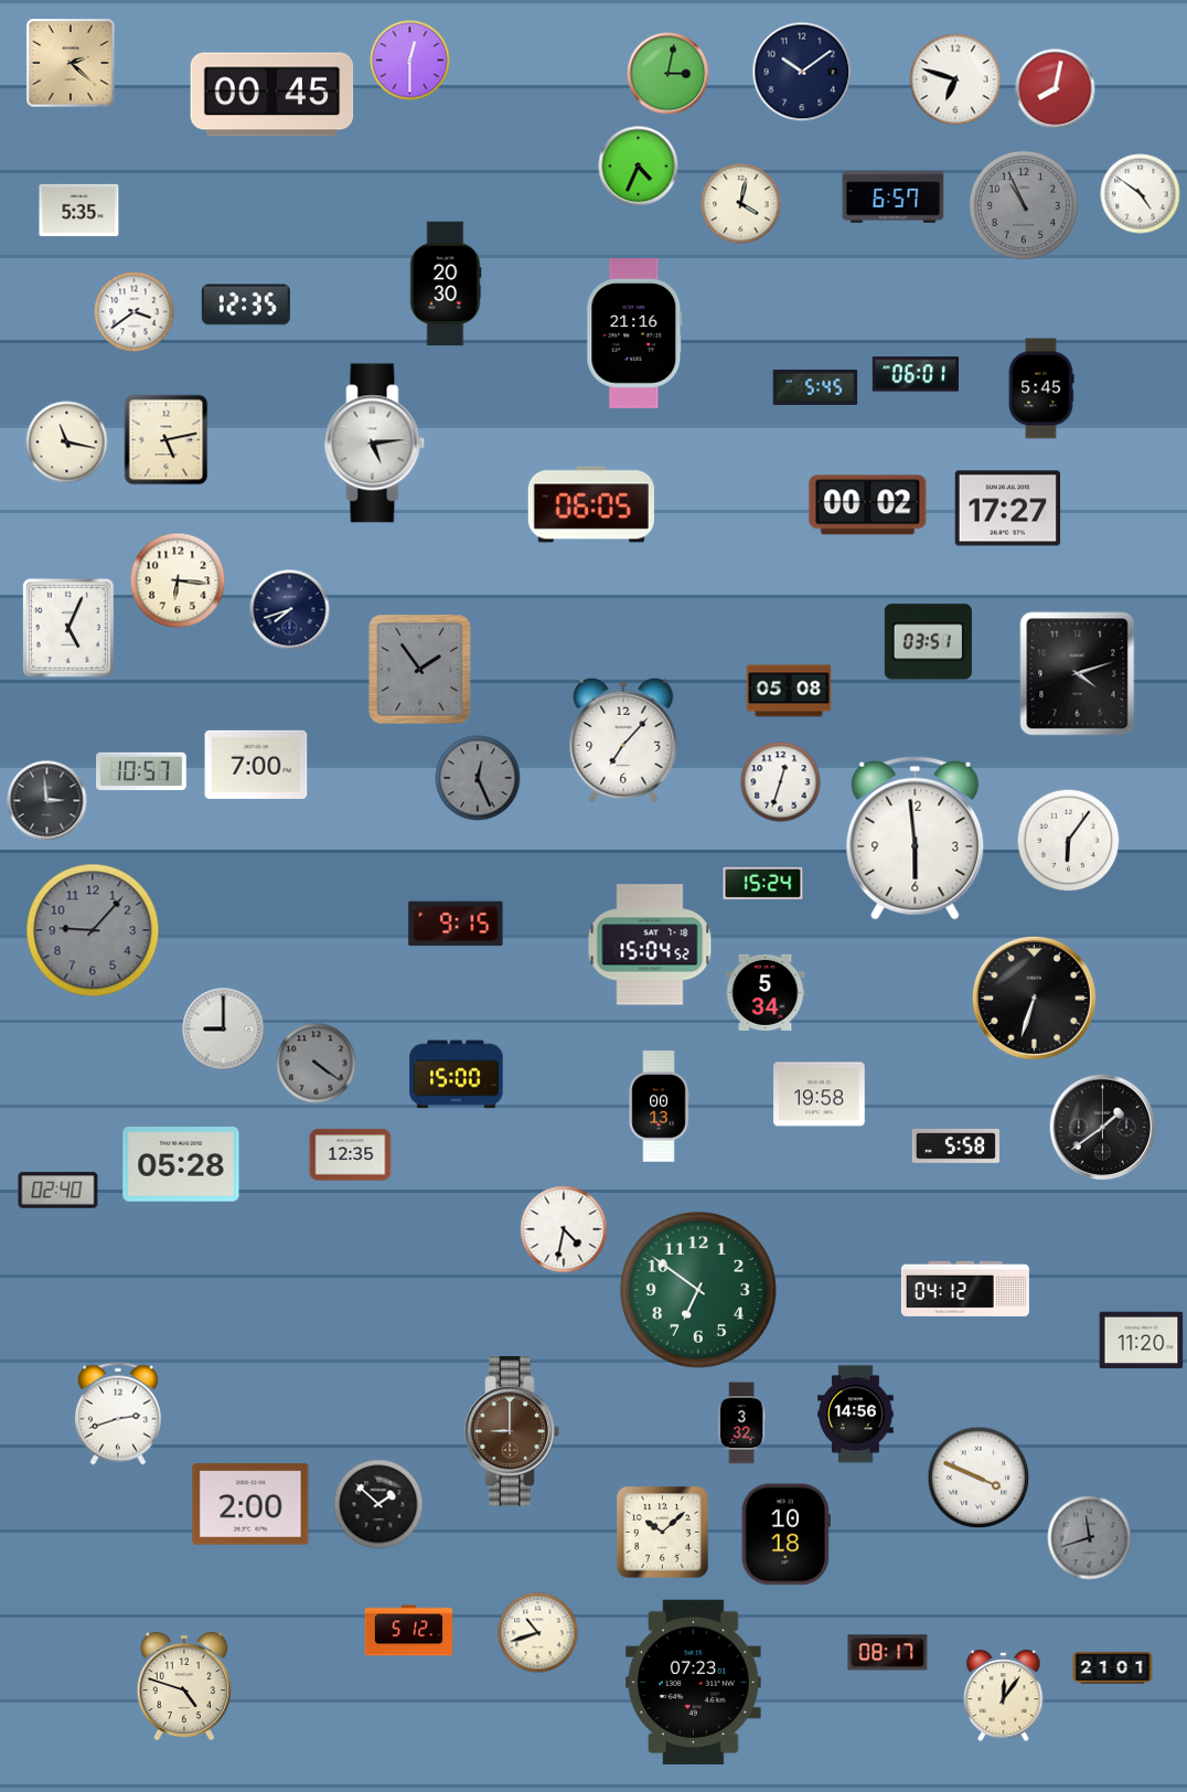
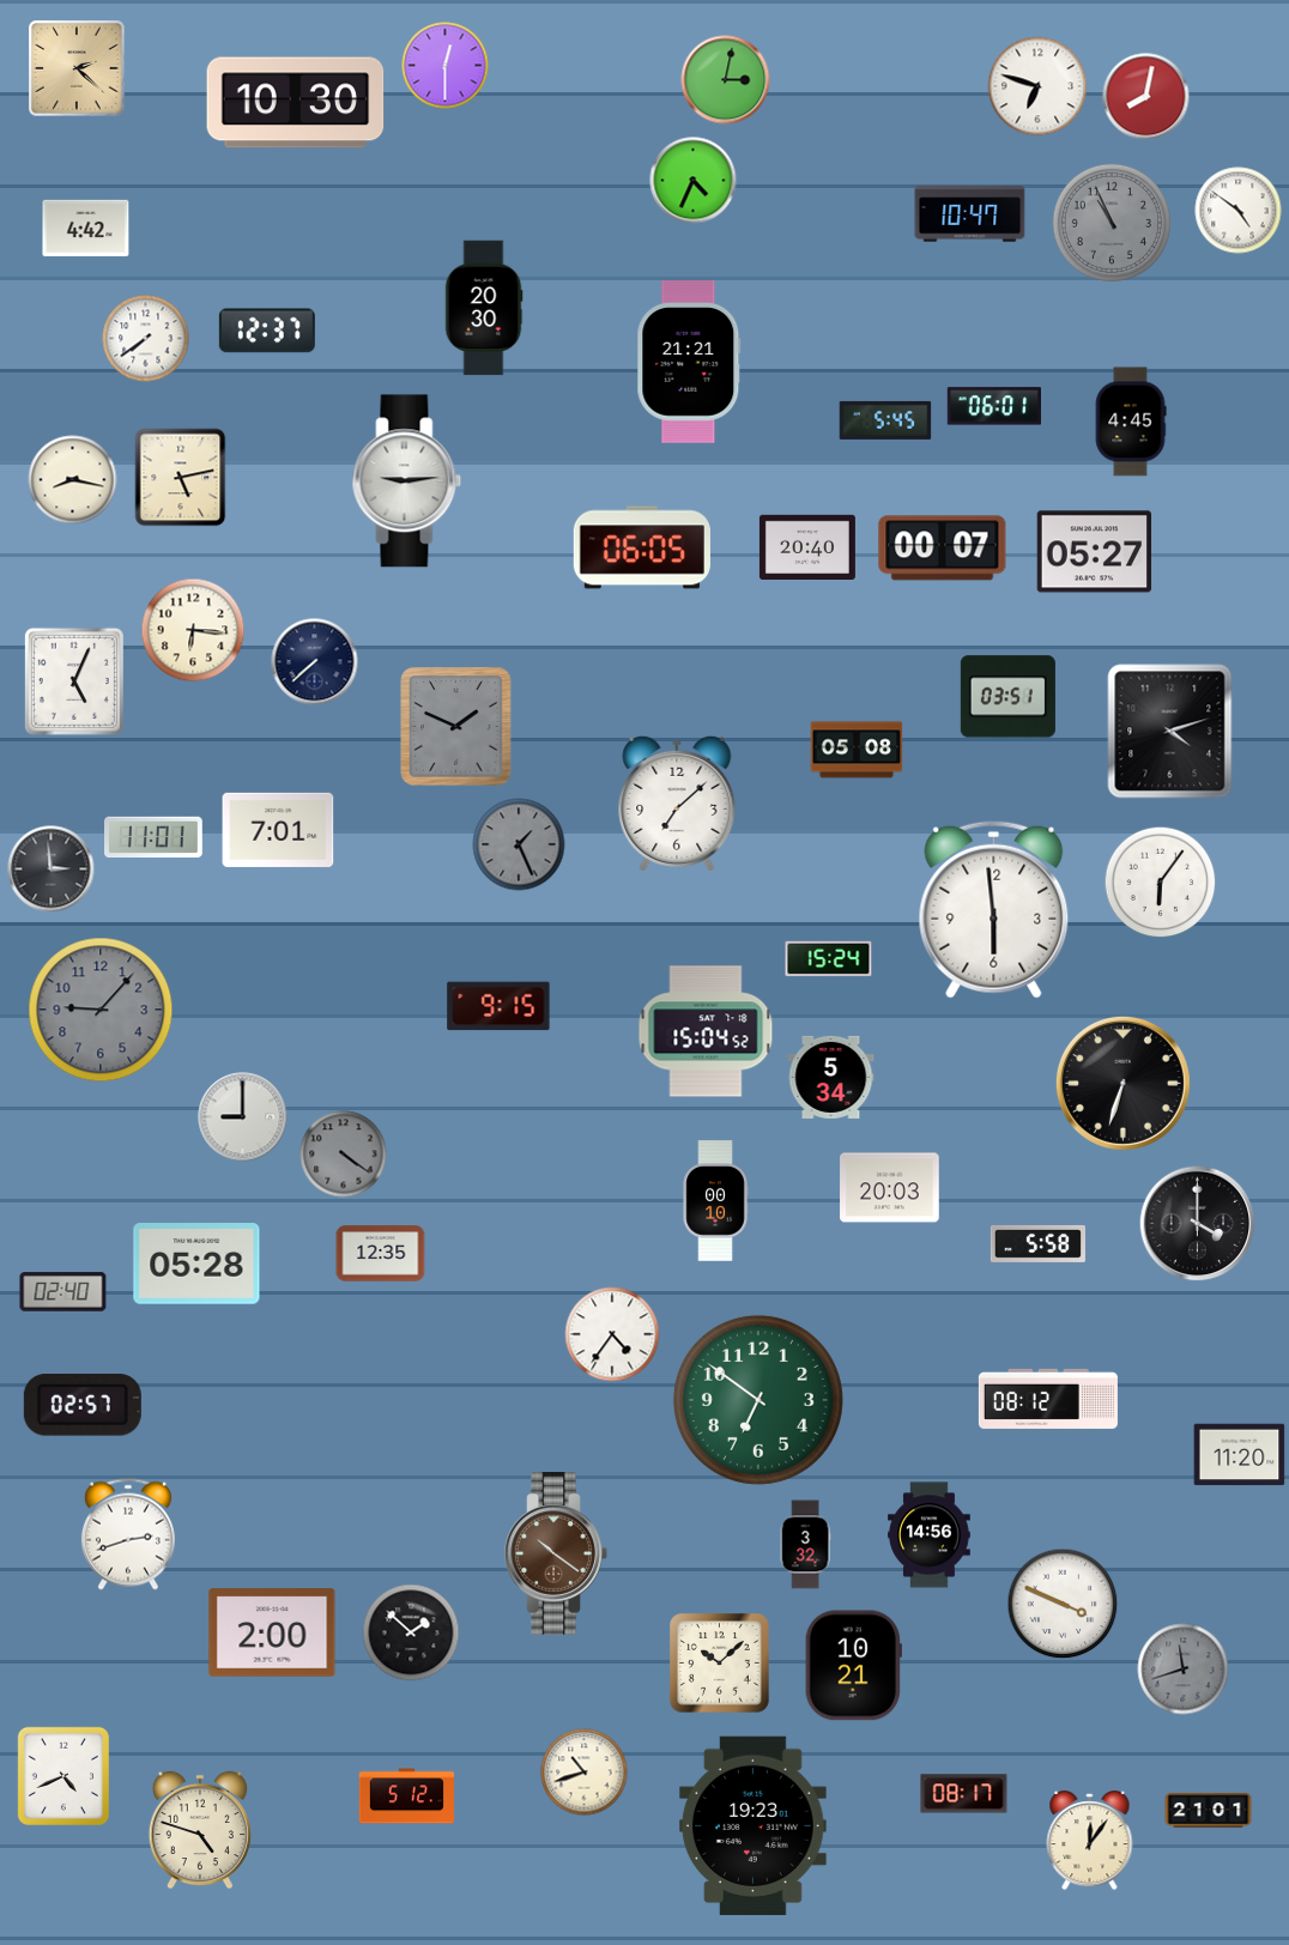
clock at (802, 72): 10:09 -> none
clock at (272, 95): 00:45 -> 10:30
clock at (894, 198): 6:57 -> 10:47
clock at (741, 204): 4:02 -> none
clock at (79, 211): 5:35 -> 4:42
clock at (246, 305): 12:35 -> 12:37
clock at (135, 312): 3:39 -> 7:39
clock at (634, 334): 21:16 -> 21:21
clock at (1041, 388): 5:45 -> 4:45
clock at (67, 442): 11:17 -> 8:17
clock at (375, 444): 5:14 -> 9:14
clock at (807, 547): none -> 20:40
clock at (868, 505): 00:02 -> 00:07
clock at (1008, 509): 17:27 -> 05:27
clock at (290, 610): 7:42 -> 7:38
clock at (420, 670): 1:54 -> 1:49
clock at (623, 740): 7:07 -> 7:08
clock at (256, 765): 7:00 -> 7:01
clock at (142, 771): 10:57 -> 11:01
clock at (478, 778): 12:26 -> 1:26
clock at (781, 782): 12:33 -> none
clock at (1069, 841) position: (1069, 841) -> (1161, 883)
clock at (456, 924) position: (456, 924) -> (498, 1006)
clock at (650, 945) position: (650, 945) -> (706, 1031)
clock at (457, 1075): 15:00 -> none
clock at (820, 1095): 19:58 -> 20:03
clock at (659, 1107): 00:13 -> 00:10
clock at (1103, 1128): 1:39 -> 4:00
clock at (564, 1229): 4:32 -> 4:36
clock at (965, 1289): 04:12 -> 08:12
clock at (83, 1405): none -> 02:57
clock at (512, 1432): 9:00 -> 10:21
clock at (785, 1535): 10:18 -> 10:21
clock at (408, 1631) position: (408, 1631) -> (406, 1796)
clock at (63, 1775): none -> 4:41
clock at (693, 1682): 07:23 -> 19:23
